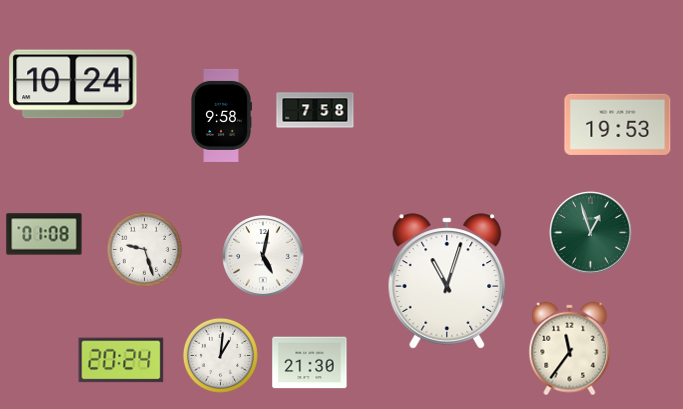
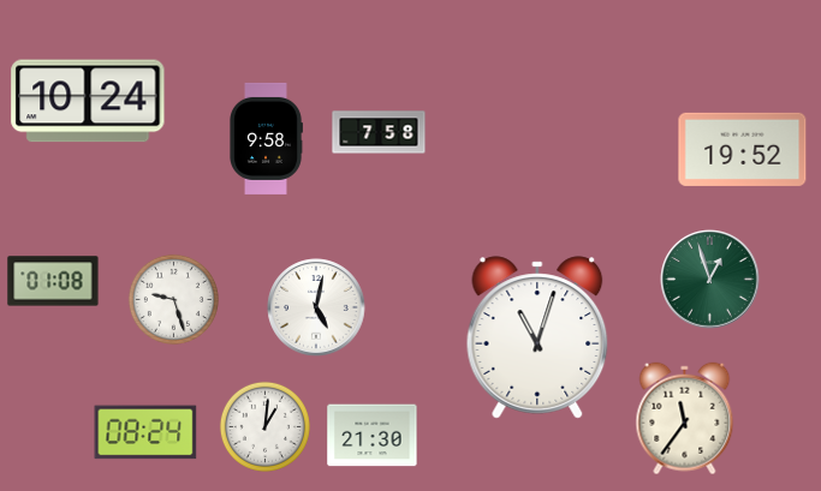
clock at (618, 124): 19:53 -> 19:52
clock at (121, 360): 20:24 -> 08:24
